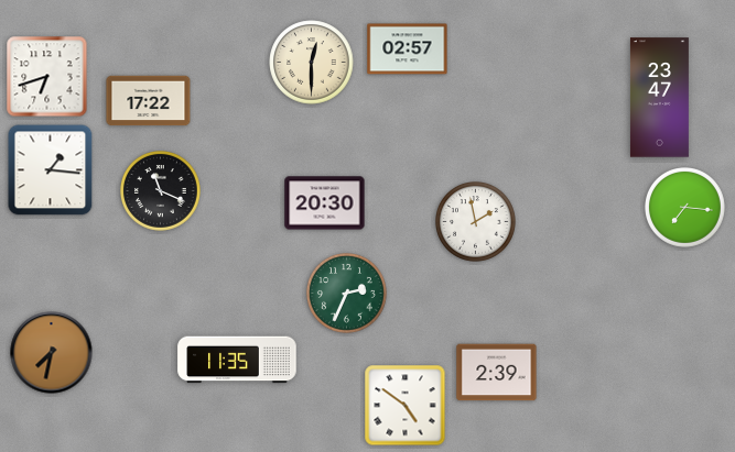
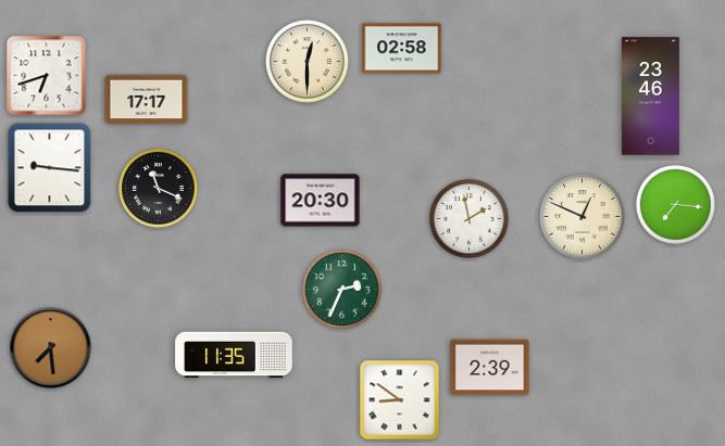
clock at (408, 49): 02:57 -> 02:58
clock at (659, 98): 23:47 -> 23:46
clock at (149, 101): 17:22 -> 17:17
clock at (51, 170): 1:16 -> 9:16
clock at (583, 217): none -> 12:49
clock at (52, 353): 7:32 -> 7:29
clock at (406, 406): 4:51 -> 8:51
